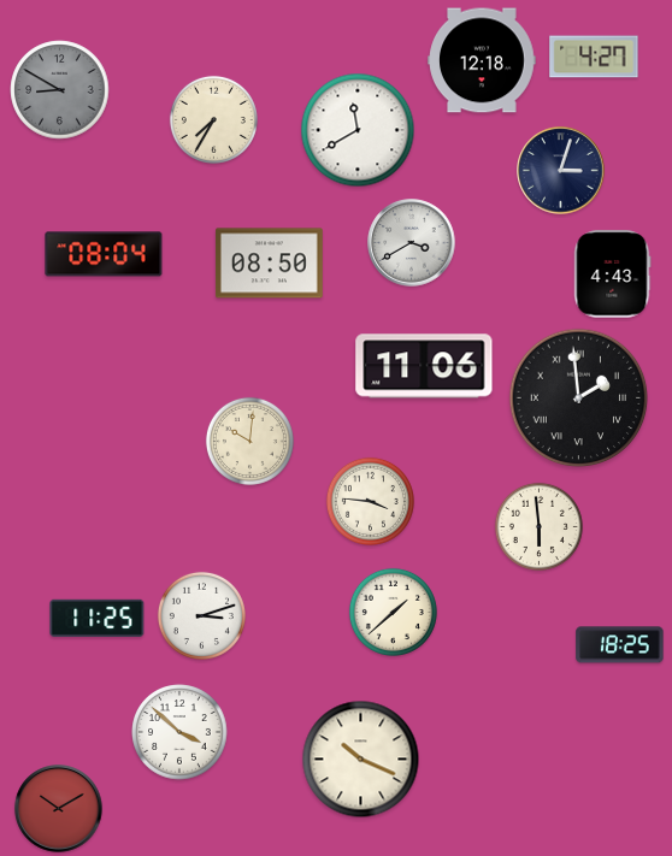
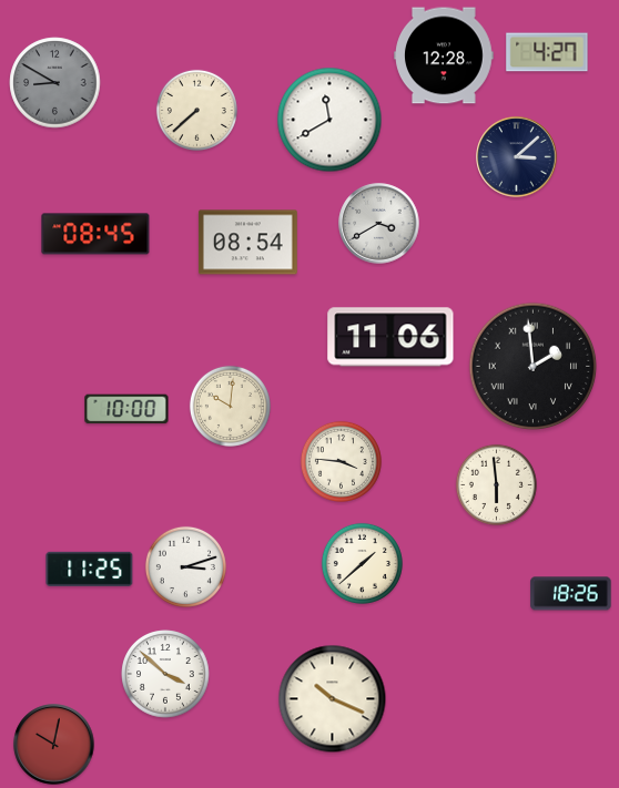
clock at (482, 60): 12:18 -> 12:28
clock at (213, 119): 7:35 -> 7:38
clock at (561, 171): 3:03 -> 3:08
clock at (104, 254): 08:04 -> 08:45
clock at (269, 264): 08:50 -> 08:54
clock at (613, 274): 4:43 -> none
clock at (126, 409): none -> 10:00
clock at (620, 645): 18:25 -> 18:26
clock at (59, 809): 10:10 -> 10:02
